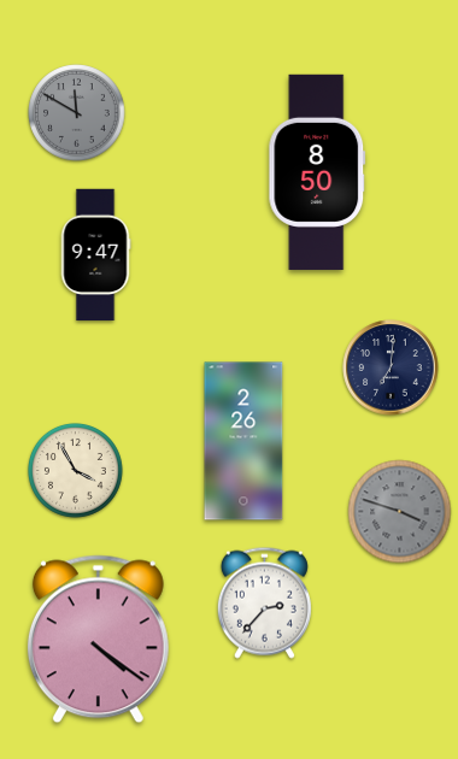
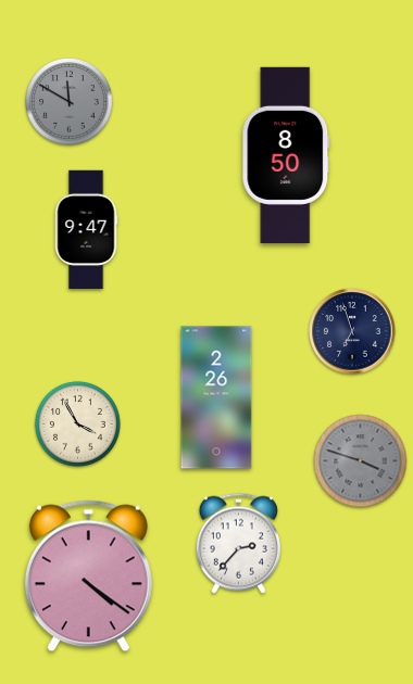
clock at (391, 367): 7:01 -> 6:57
clock at (243, 441) position: (243, 441) -> (216, 397)
clock at (75, 470) position: (75, 470) -> (77, 423)
